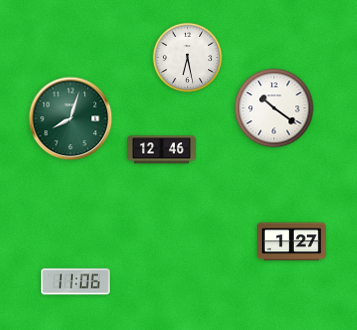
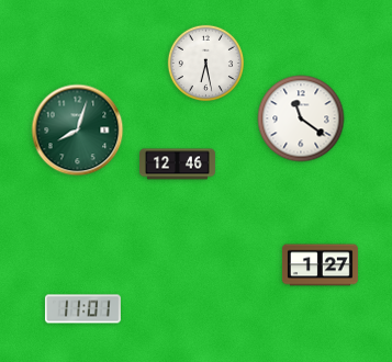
clock at (274, 108): 10:21 -> 11:21
clock at (75, 282): 11:06 -> 11:01
